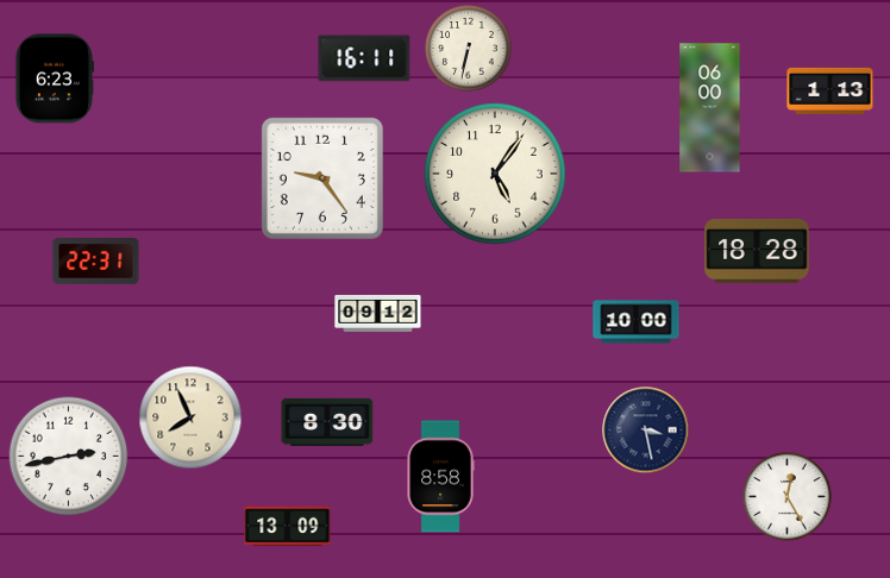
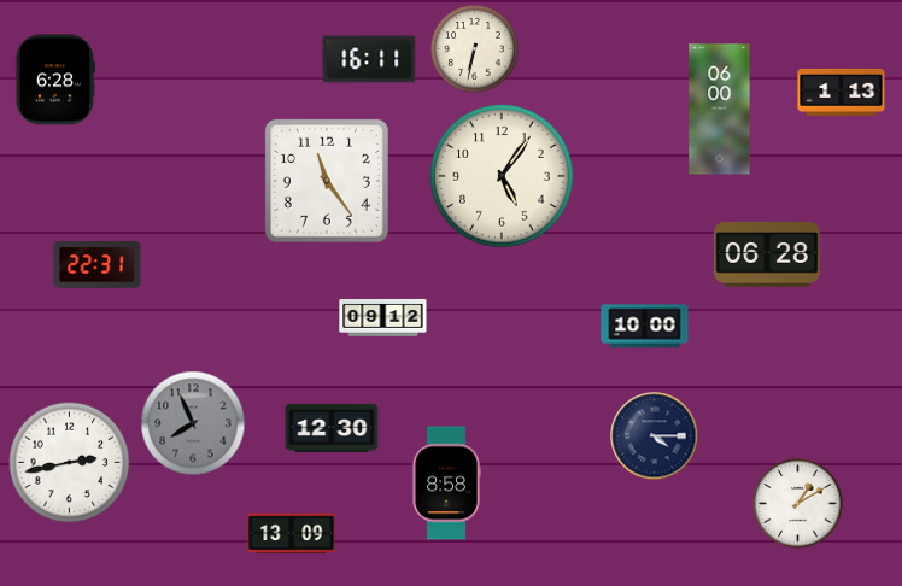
clock at (54, 78): 6:23 -> 6:28
clock at (322, 178): 9:24 -> 11:24
clock at (757, 251): 18:28 -> 06:28
clock at (190, 417) dial: cream -> grey
clock at (327, 422): 8:30 -> 12:30
clock at (646, 431): 3:28 -> 4:15
clock at (788, 497): 12:25 -> 1:10
